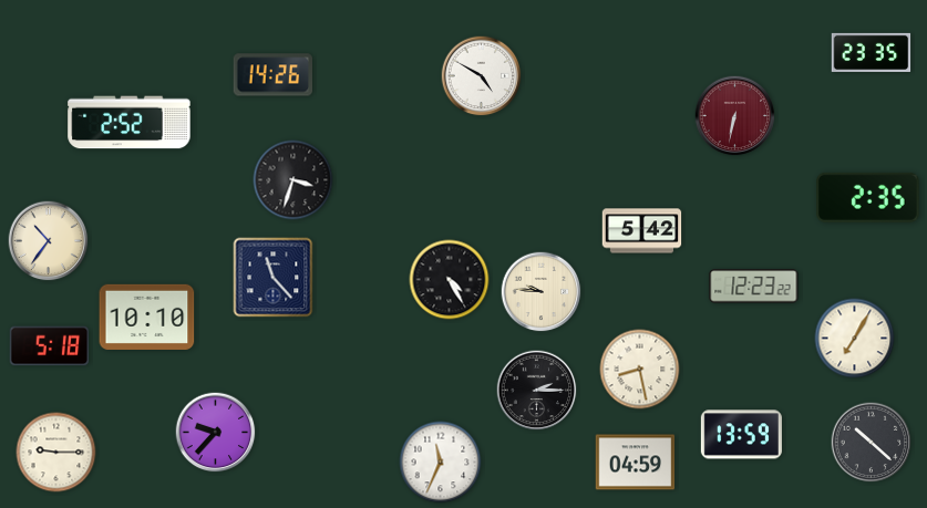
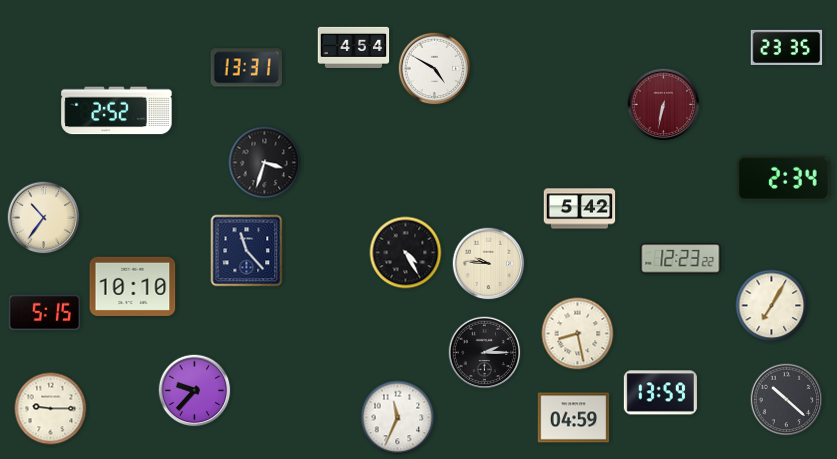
clock at (354, 47): none -> 4:54
clock at (274, 75): 14:26 -> 13:31
clock at (868, 197): 2:35 -> 2:34
clock at (50, 346): 5:18 -> 5:15
clock at (741, 435) position: (741, 435) -> (660, 393)
